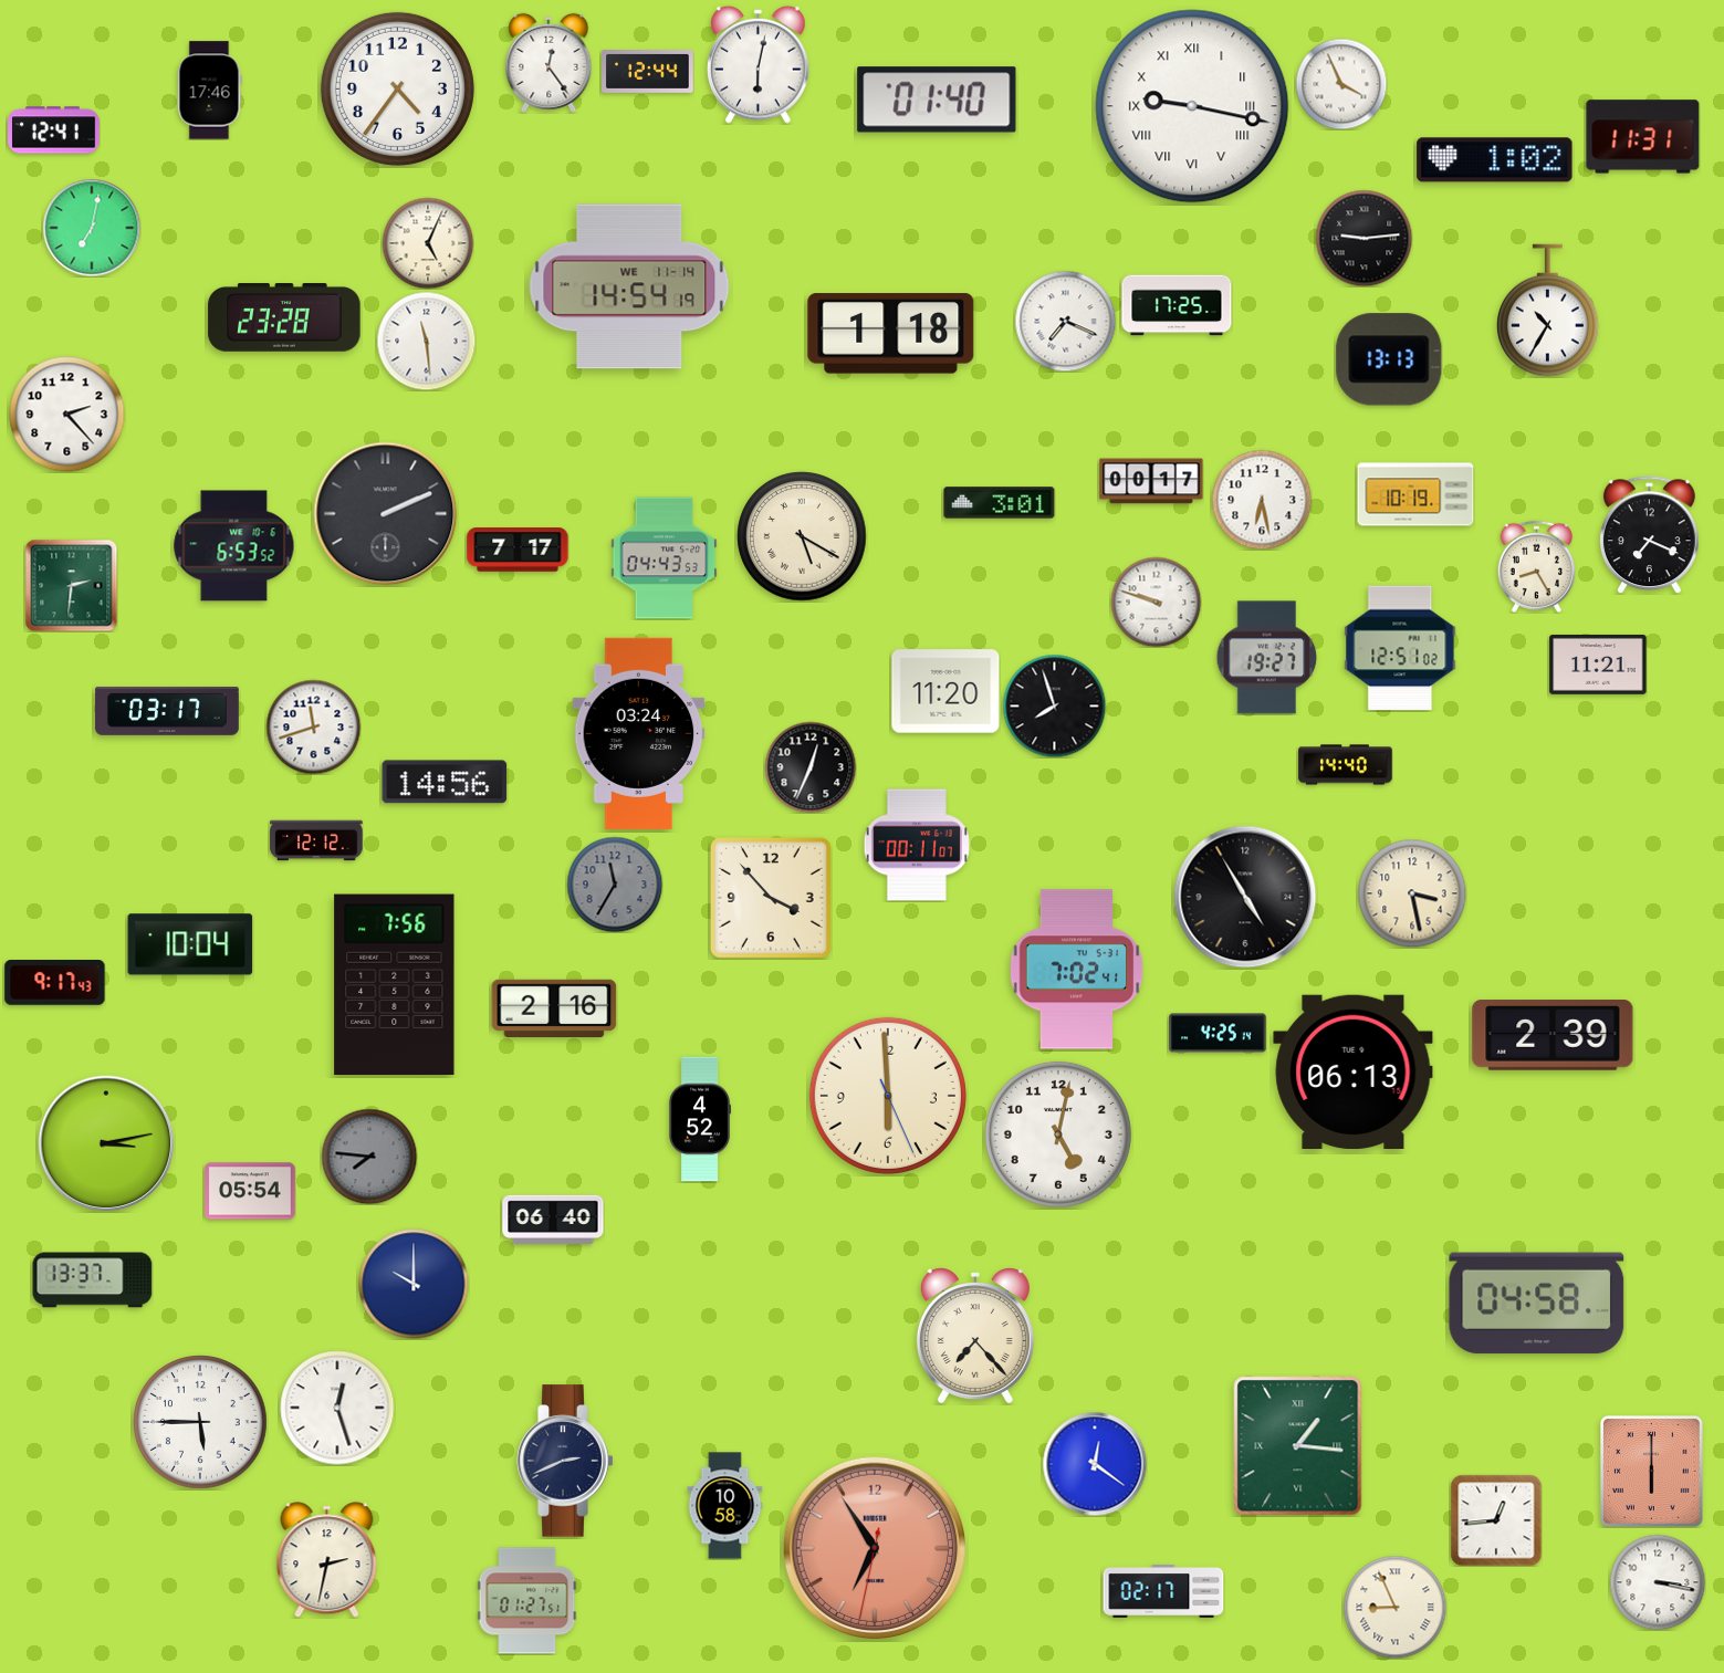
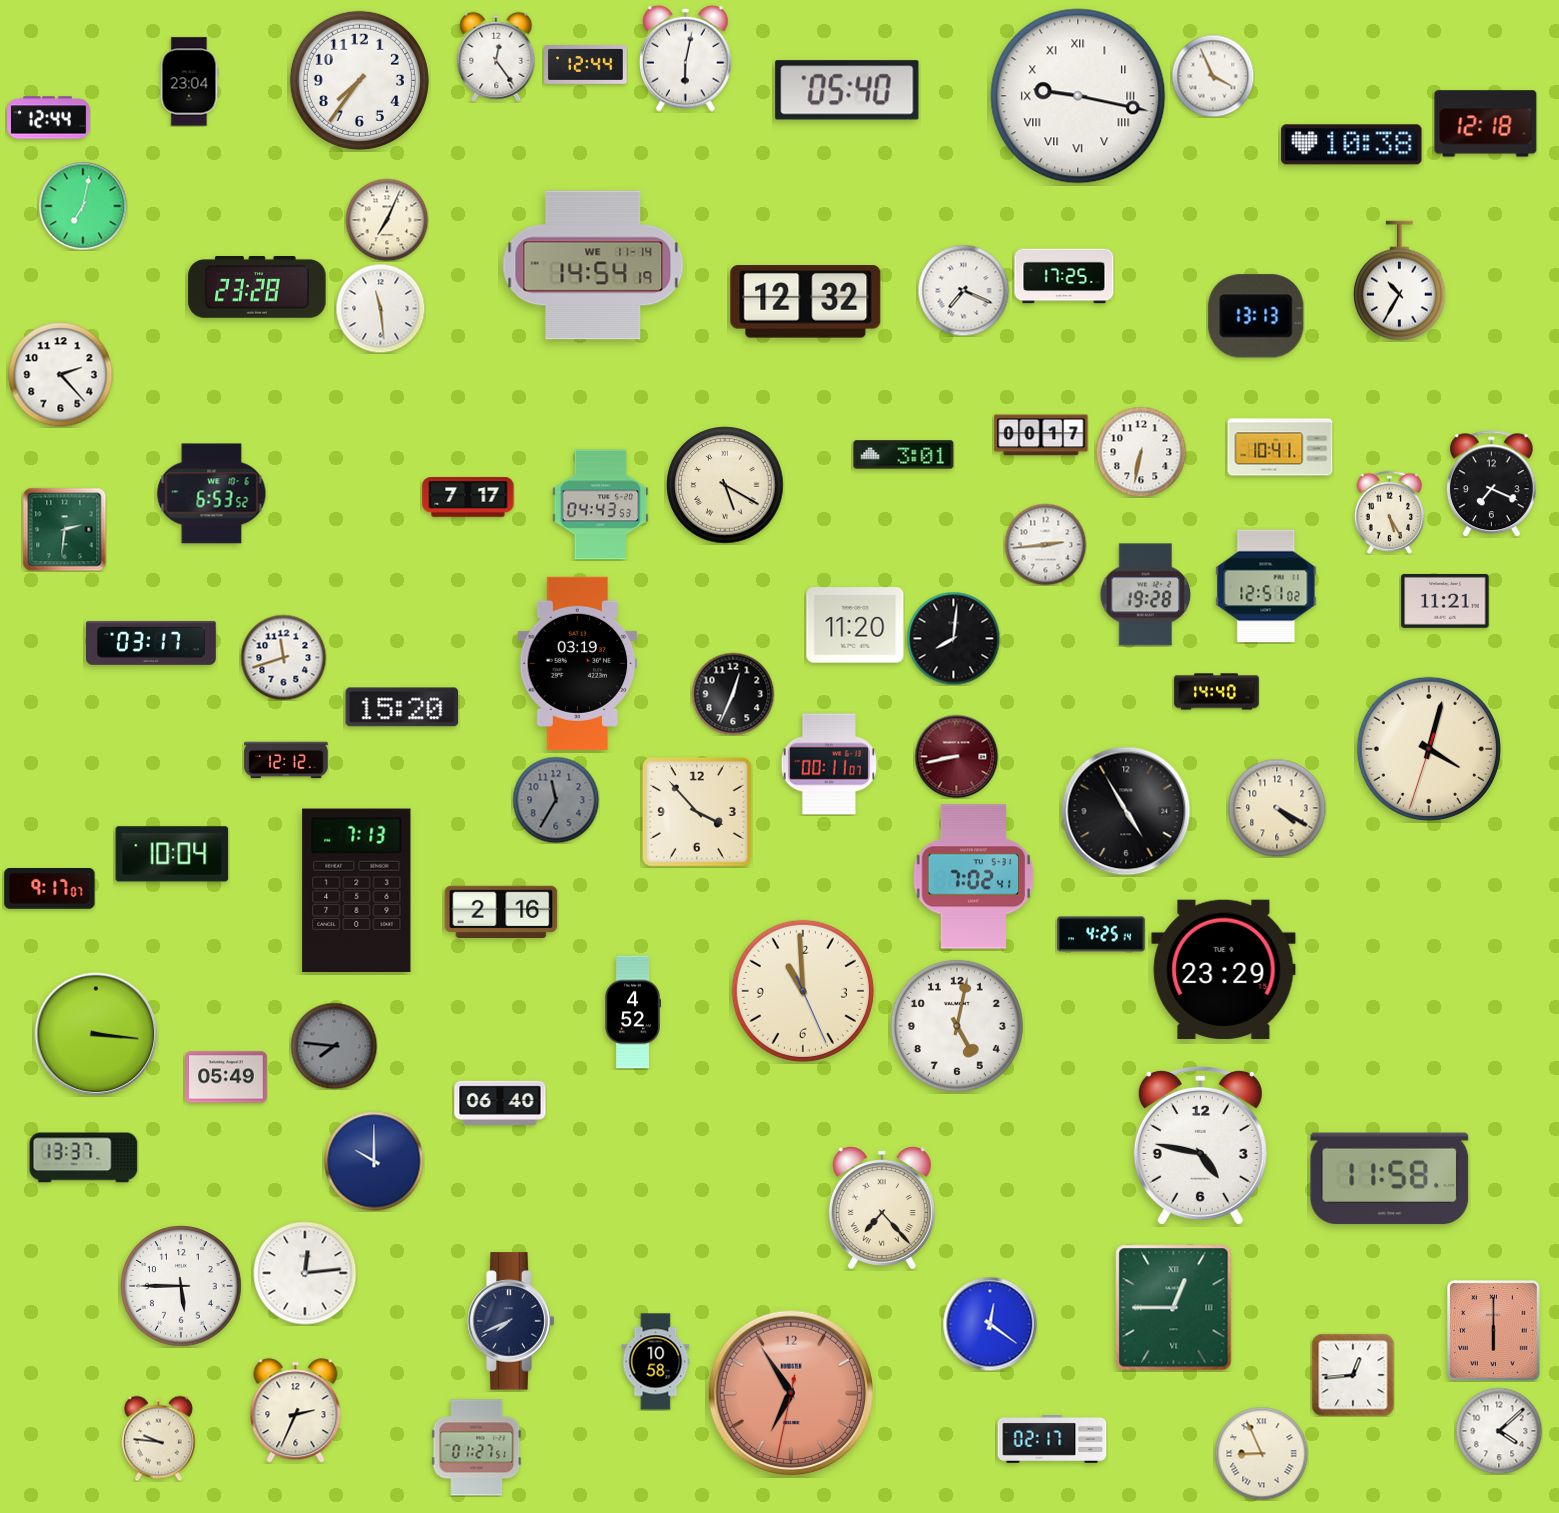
clock at (397, 88): 4:36 -> 7:36
clock at (209, 91): 17:46 -> 23:04
clock at (937, 100): 01:40 -> 05:40
clock at (54, 130): 12:41 -> 12:44
clock at (1643, 137): 11:31 -> 12:18
clock at (1495, 160): 1:02 -> 10:38
clock at (1363, 238): 9:14 -> none
clock at (428, 243): 5:04 -> 7:04
clock at (629, 286) position: (629, 286) -> (593, 265)
clock at (891, 334): 1:18 -> 12:32
clock at (426, 341) position: (426, 341) -> (380, 308)
clock at (1389, 359) position: (1389, 359) -> (1256, 316)
clock at (1415, 494): 10:19 -> 10:41
clock at (1262, 500): 6:28 -> 6:32
clock at (386, 514): 2:11 -> none
clock at (1537, 566): 8:25 -> 5:25
clock at (1156, 602): 9:48 -> 2:44
clock at (1267, 658): 19:27 -> 19:28
clock at (1054, 705): 7:57 -> 8:01
clock at (639, 733): 03:24 -> 03:19
clock at (445, 782): 14:56 -> 15:20
clock at (1429, 749): none -> 4:02
clock at (956, 756): none -> 8:43
clock at (1412, 893): 3:28 -> 4:20
clock at (55, 983): 9:17:43 -> 9:17:07
clock at (395, 985): 7:56 -> 7:13
clock at (1553, 1035): 2:39 -> none
clock at (1354, 1071): 06:13 -> 23:29
clock at (888, 1096): 5:59 -> 10:59
clock at (106, 1143): 3:13 -> 3:16
clock at (250, 1191): 05:54 -> 05:49
clock at (1200, 1145): none -> 4:47
clock at (1537, 1304): 04:58 -> 11:58
clock at (337, 1408): 12:27 -> 12:14
clock at (1298, 1446): 1:16 -> 12:45
clock at (565, 1461): 2:41 -> 7:41
clock at (874, 1547) position: (874, 1547) -> (790, 1392)
clock at (327, 1560): 2:32 -> 2:34
clock at (1658, 1582): 3:17 -> 4:08
clock at (158, 1438): none -> 9:46
